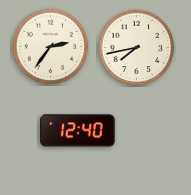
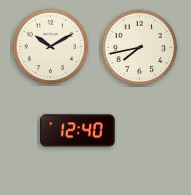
clock at (51, 47): 2:36 -> 10:10
clock at (137, 48) position: (137, 48) -> (140, 48)
